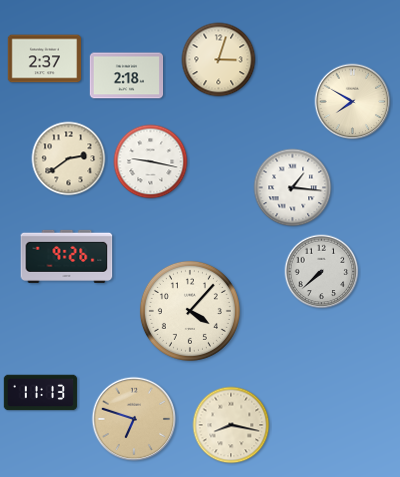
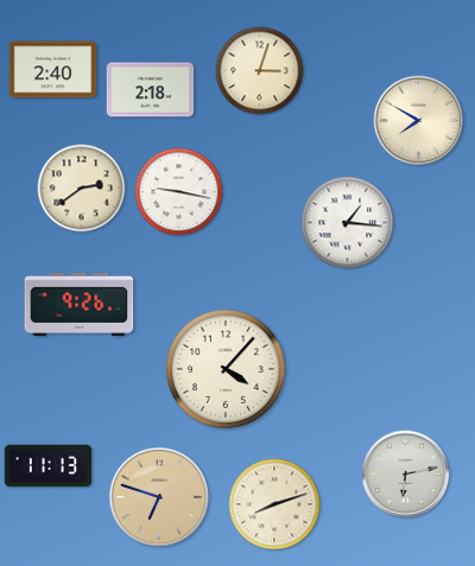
clock at (45, 59): 2:37 -> 2:40
clock at (322, 272): 7:38 -> none
clock at (406, 475): none -> 6:13
clock at (231, 425): 8:17 -> 8:12
